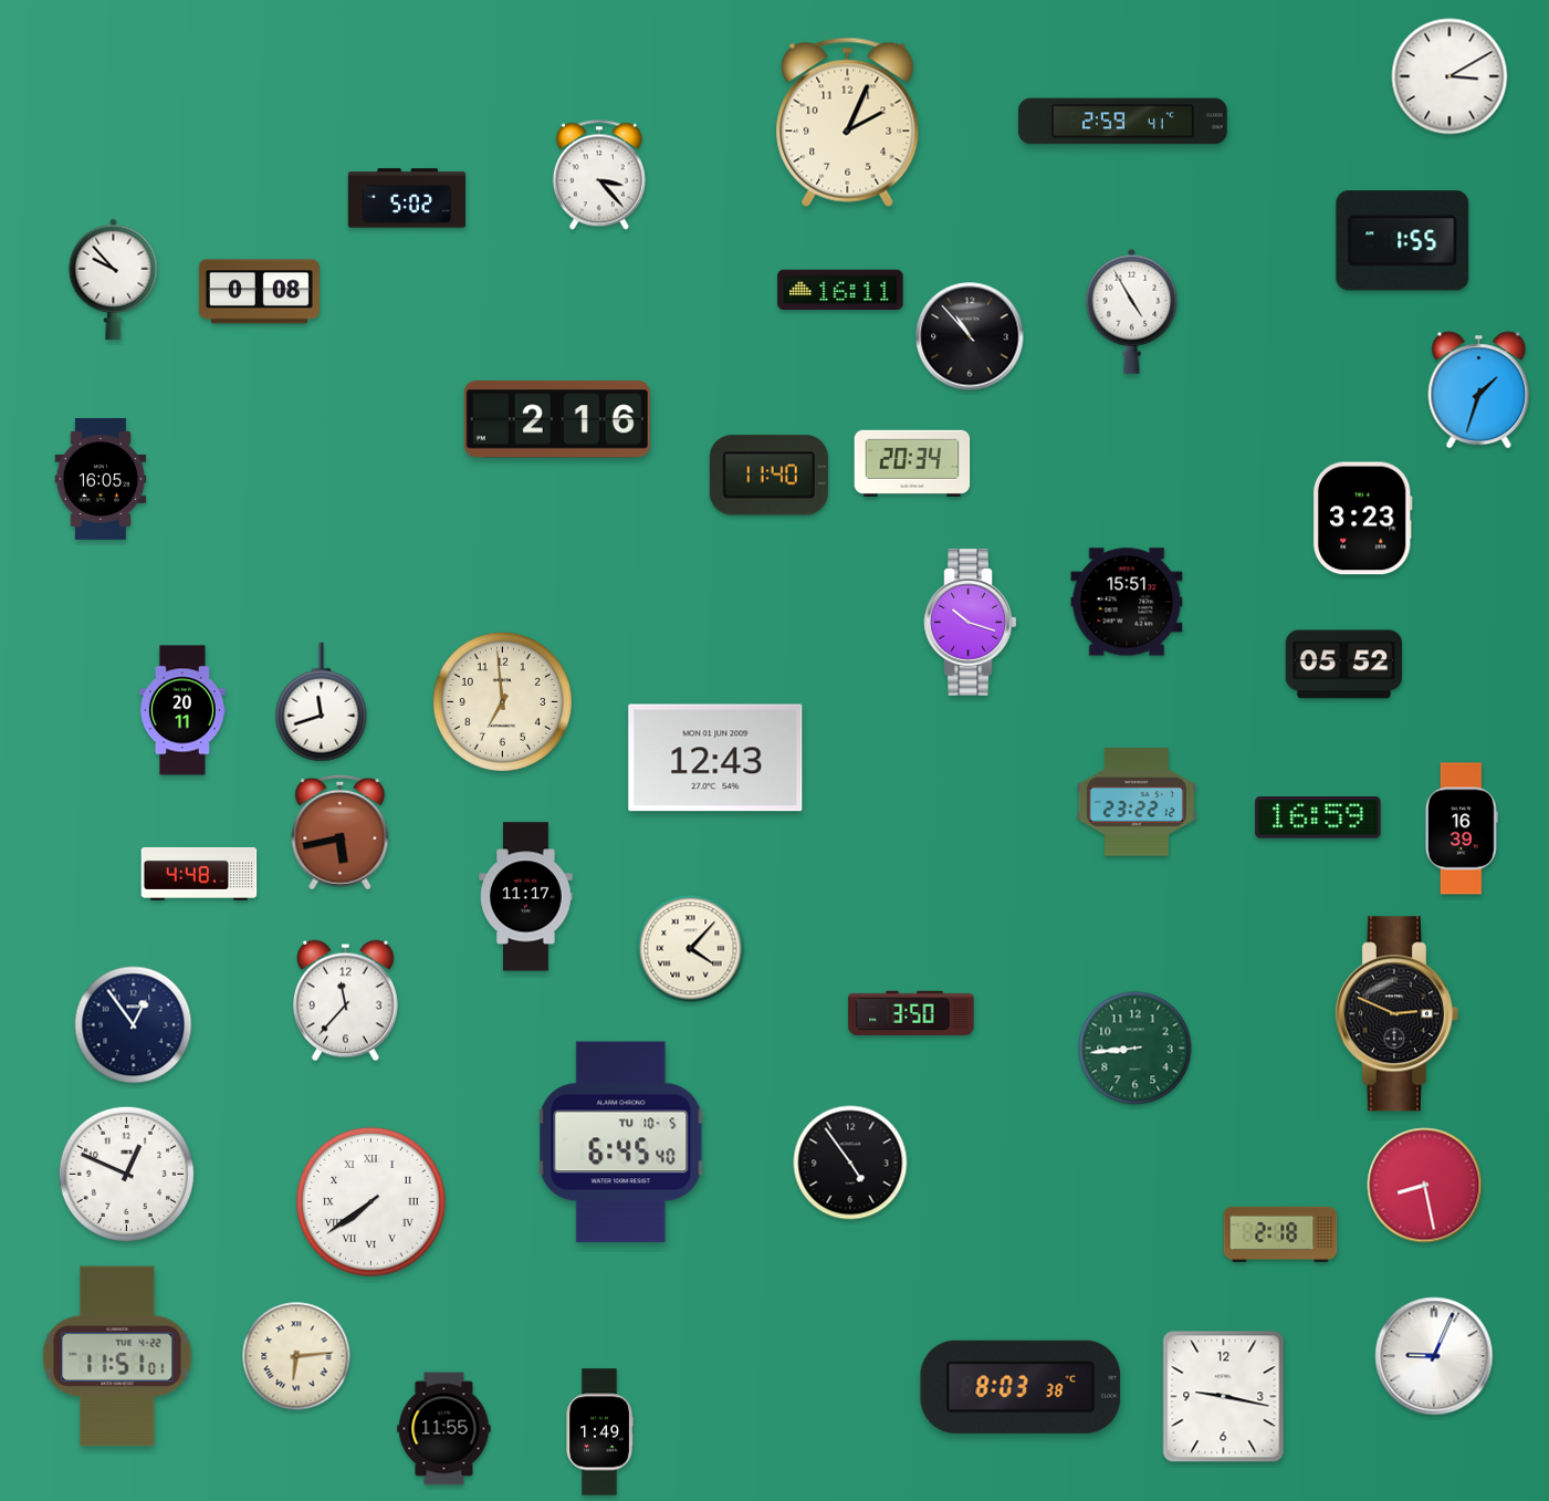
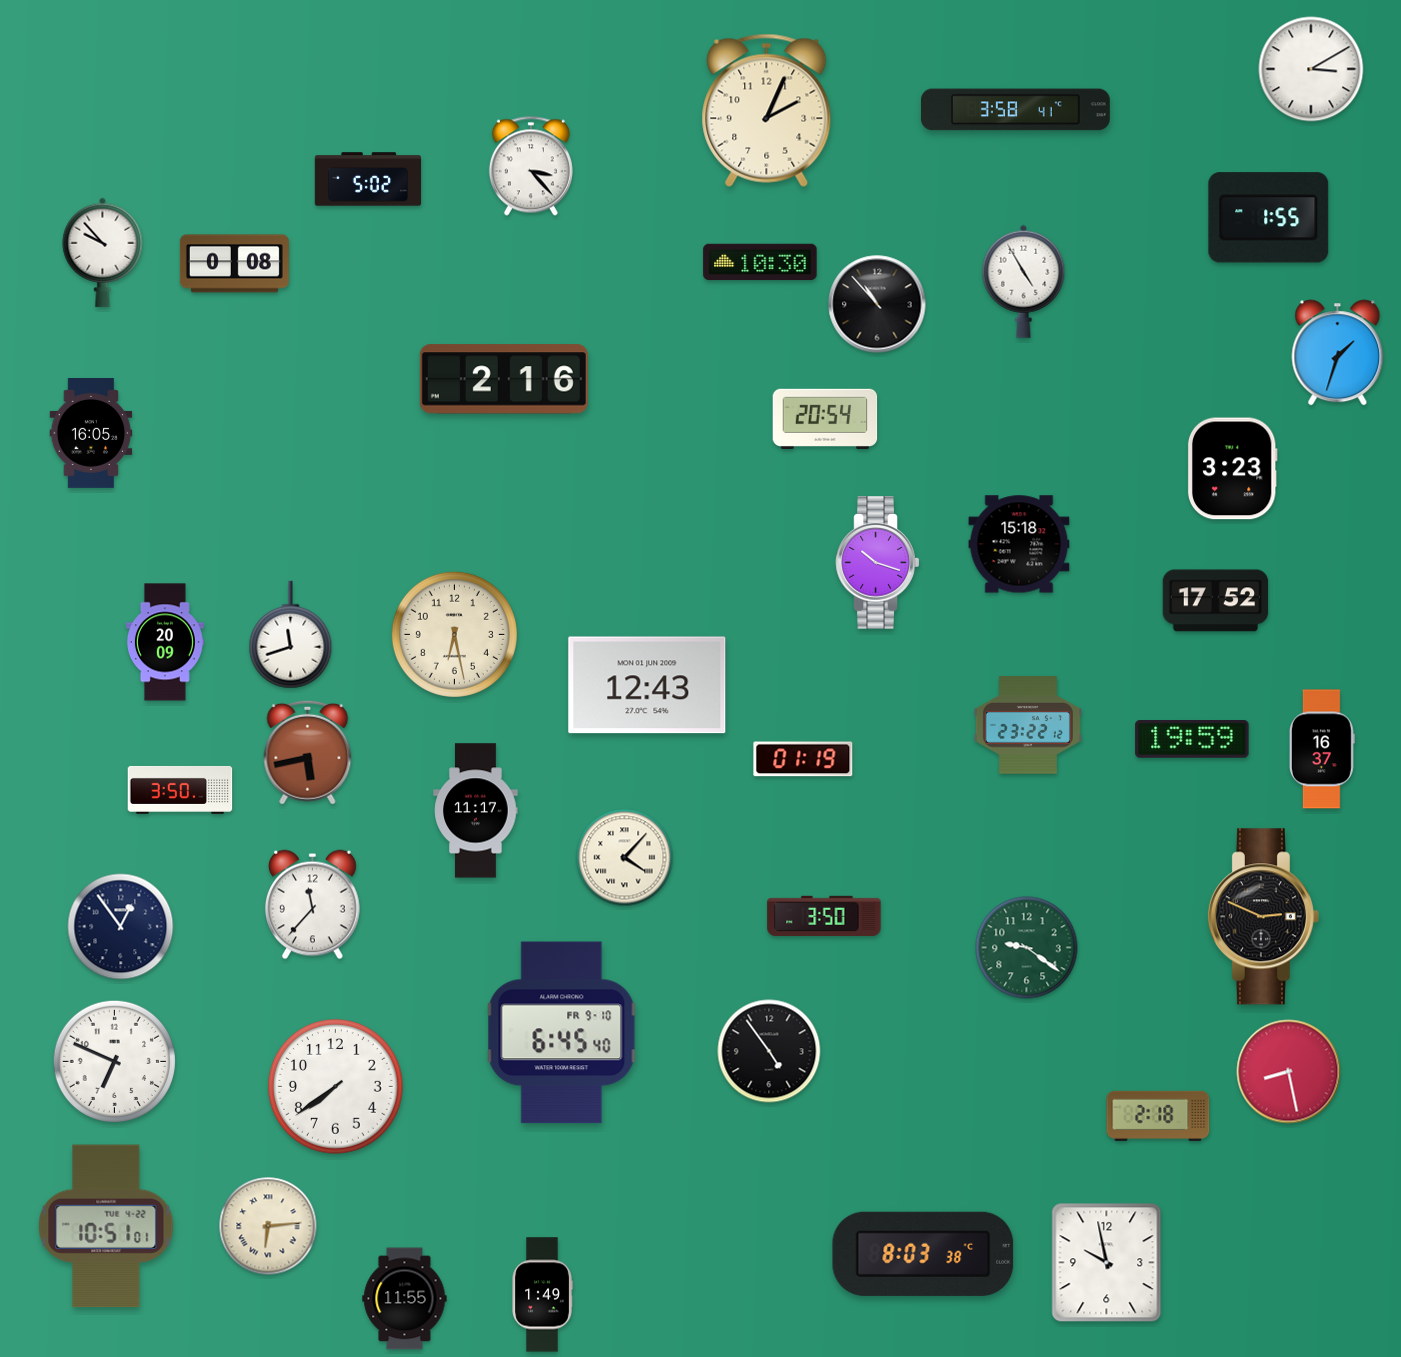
clock at (1122, 122): 2:59 -> 3:58
clock at (599, 175) position: (599, 175) -> (531, 166)
clock at (840, 290): 16:11 -> 10:30
clock at (912, 463): 20:34 -> 20:54
clock at (768, 476): 11:40 -> none
clock at (1127, 602): 15:51 -> 15:18
clock at (1344, 665): 05:52 -> 17:52
clock at (502, 701): 6:59 -> 6:28
clock at (182, 710): 20:11 -> 20:09
clock at (1318, 819): 16:59 -> 19:59
clock at (1462, 828): 16:39 -> 16:37
clock at (803, 759): none -> 01:19
clock at (199, 874): 4:48 -> 3:50
clock at (1135, 1049): 8:44 -> 9:21
clock at (621, 1143) date: TU 10-5 -> FR 9-10
clock at (126, 1174): 12:49 -> 6:49
clock at (371, 1202) numerals: Roman -> Arabic
clock at (117, 1356): 11:51 -> 10:51
clock at (1434, 1356): 9:04 -> none
clock at (1224, 1397): 9:17 -> 9:58
clock at (444, 1429) position: (444, 1429) -> (405, 1299)
